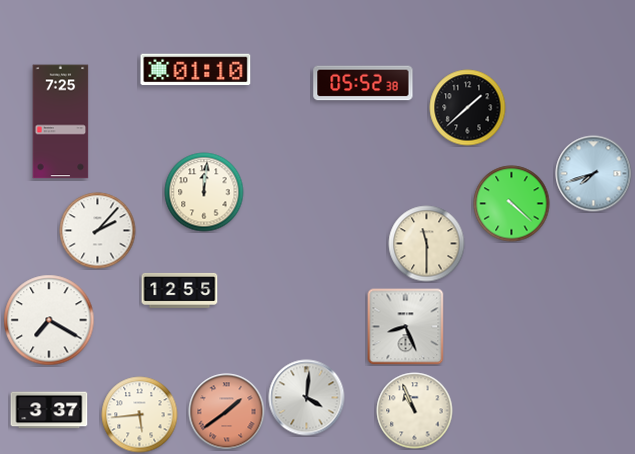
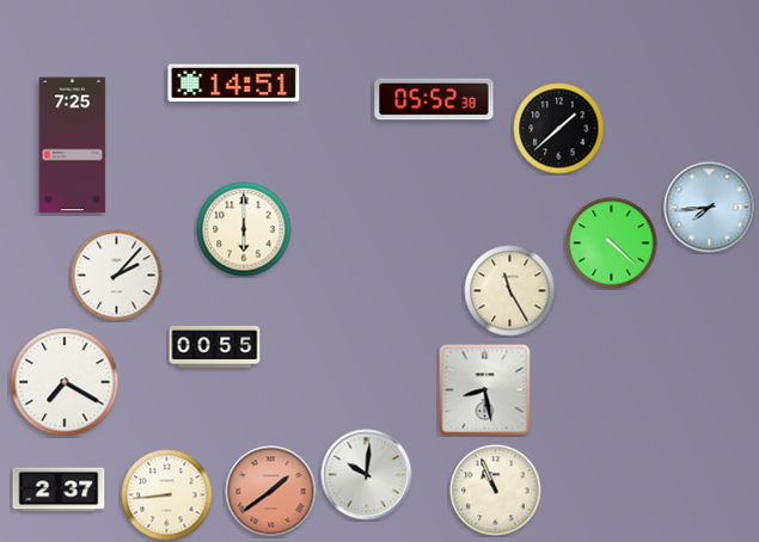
clock at (196, 70): 01:10 -> 14:51
clock at (594, 174): 7:42 -> 7:44
clock at (204, 192): 12:01 -> 6:00
clock at (427, 244): 11:30 -> 11:25
clock at (180, 290): 12:55 -> 00:55
clock at (49, 320) position: (49, 320) -> (65, 382)
clock at (406, 327): 8:26 -> 8:28
clock at (307, 398): 4:01 -> 10:01
clock at (49, 410): 3:37 -> 2:37
clock at (140, 415): 5:44 -> 8:44
